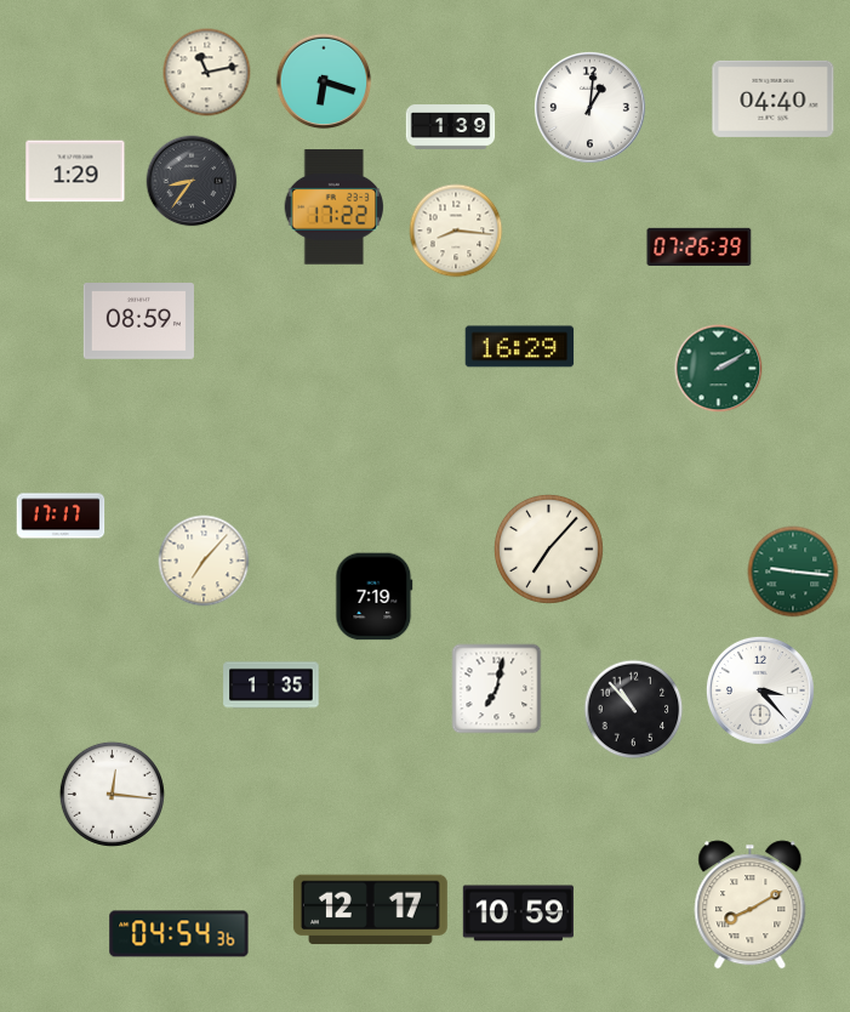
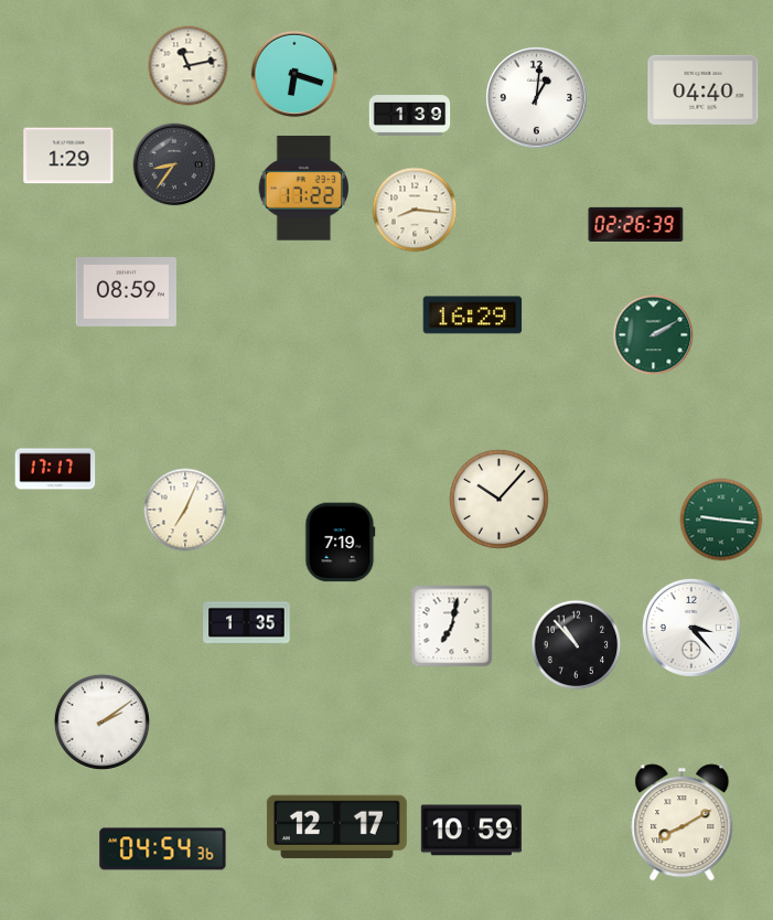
clock at (700, 246): 07:26 -> 02:26
clock at (548, 548): 7:07 -> 10:07
clock at (204, 561): 7:07 -> 7:04
clock at (112, 794): 12:16 -> 2:09
